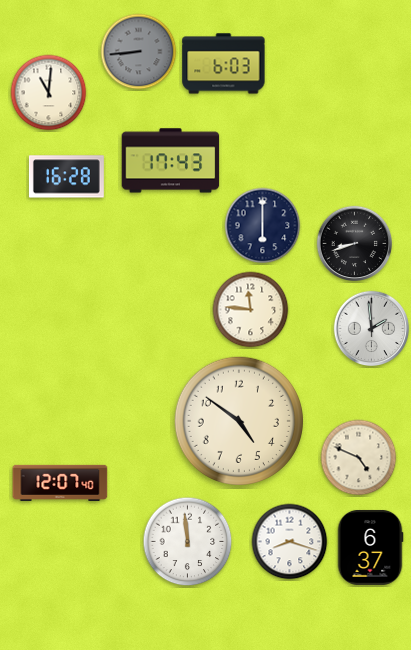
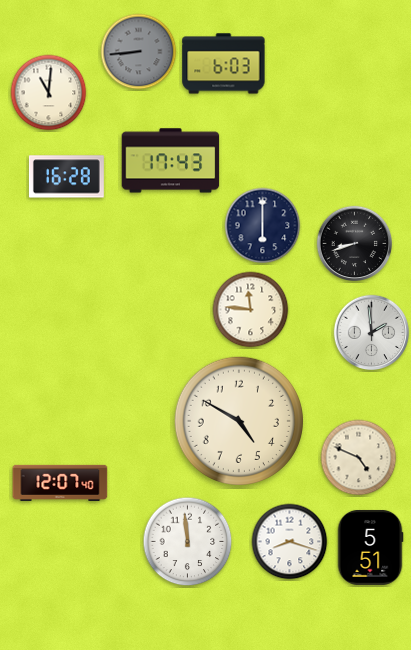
clock at (372, 329) position: (372, 329) -> (372, 333)
clock at (238, 420): 4:51 -> 4:50
clock at (370, 547): 6:37 -> 5:51
